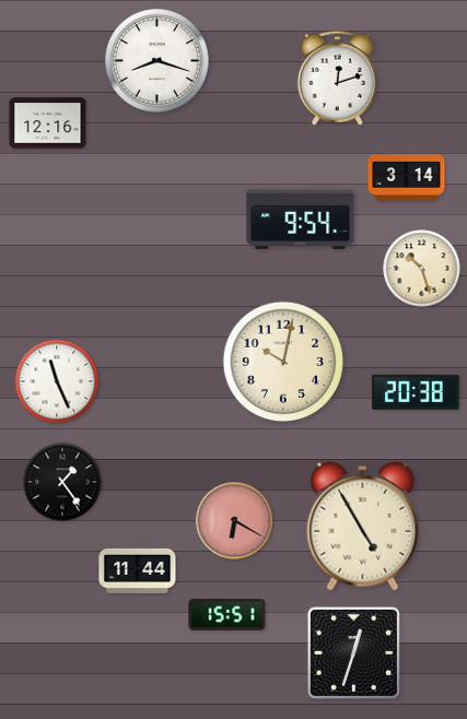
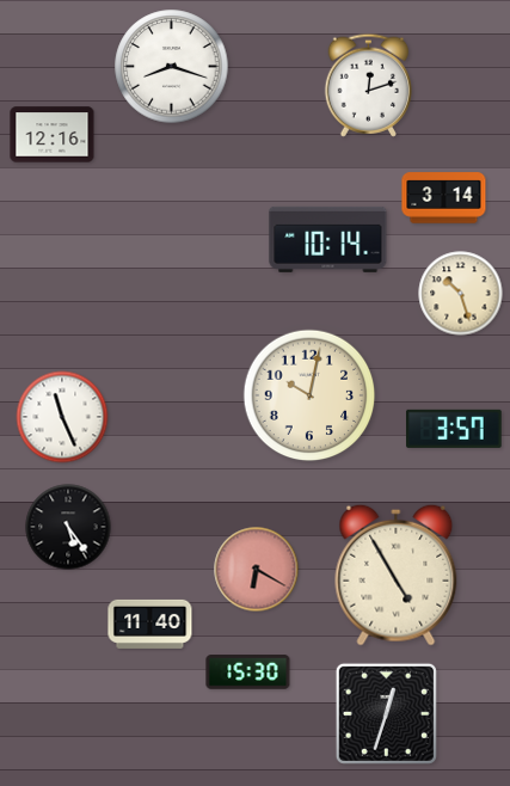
clock at (407, 178) position: (407, 178) -> (444, 198)
clock at (301, 219): 9:54 -> 10:14
clock at (417, 392): 20:38 -> 3:57
clock at (62, 482): 1:24 -> 5:24
clock at (138, 570): 11:44 -> 11:40
clock at (227, 615): 15:51 -> 15:30
